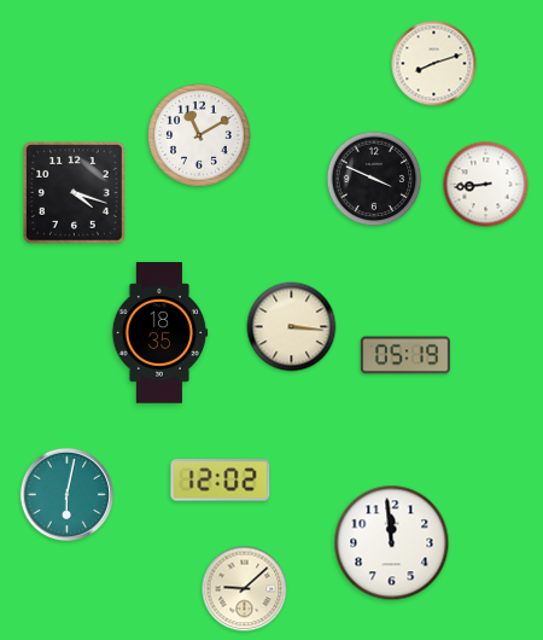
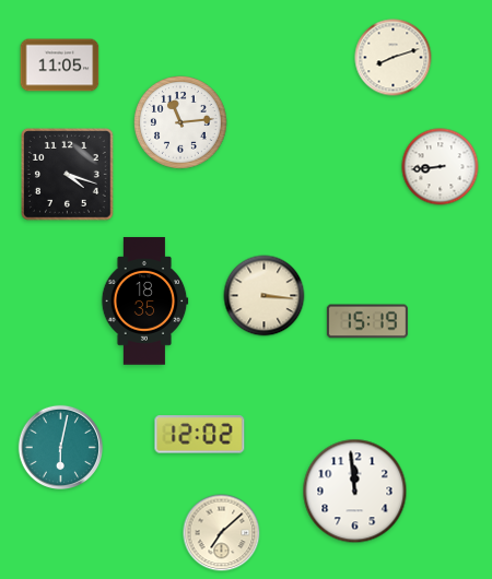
clock at (60, 66): none -> 11:05
clock at (200, 136): 11:10 -> 11:14
clock at (374, 179): 3:49 -> none
clock at (405, 355): 05:19 -> 15:19
clock at (245, 589): 9:08 -> 7:08
